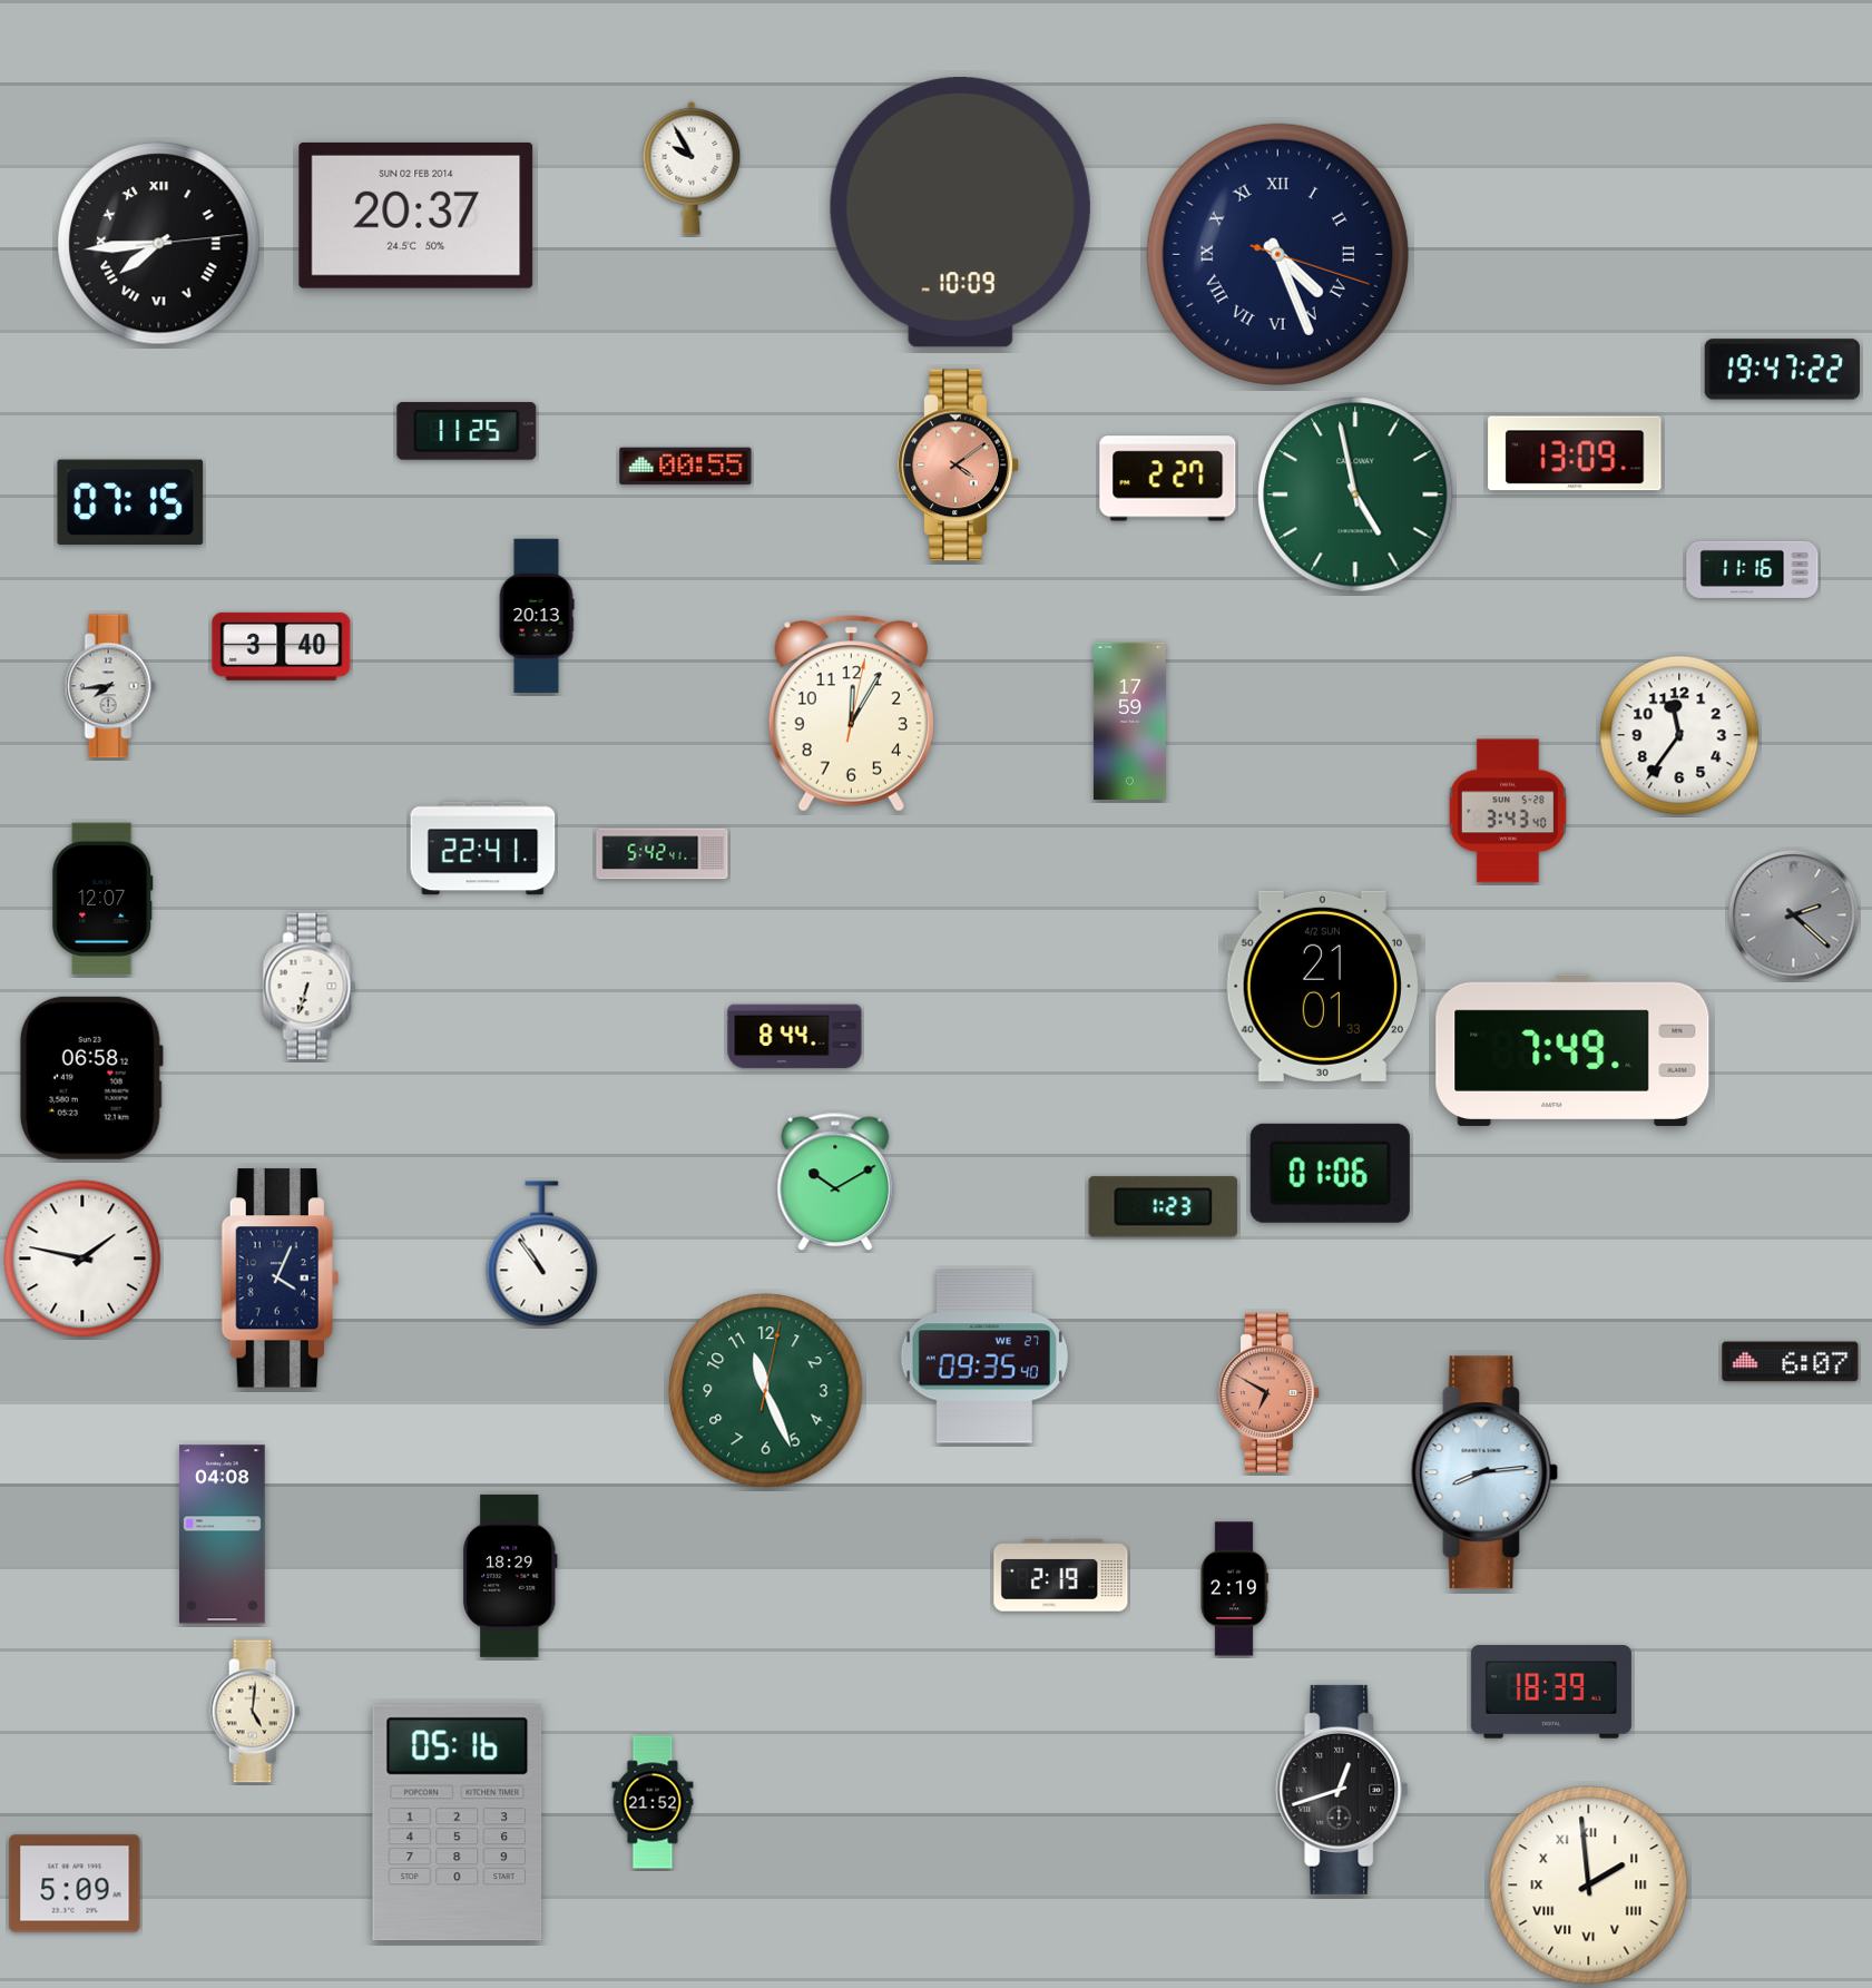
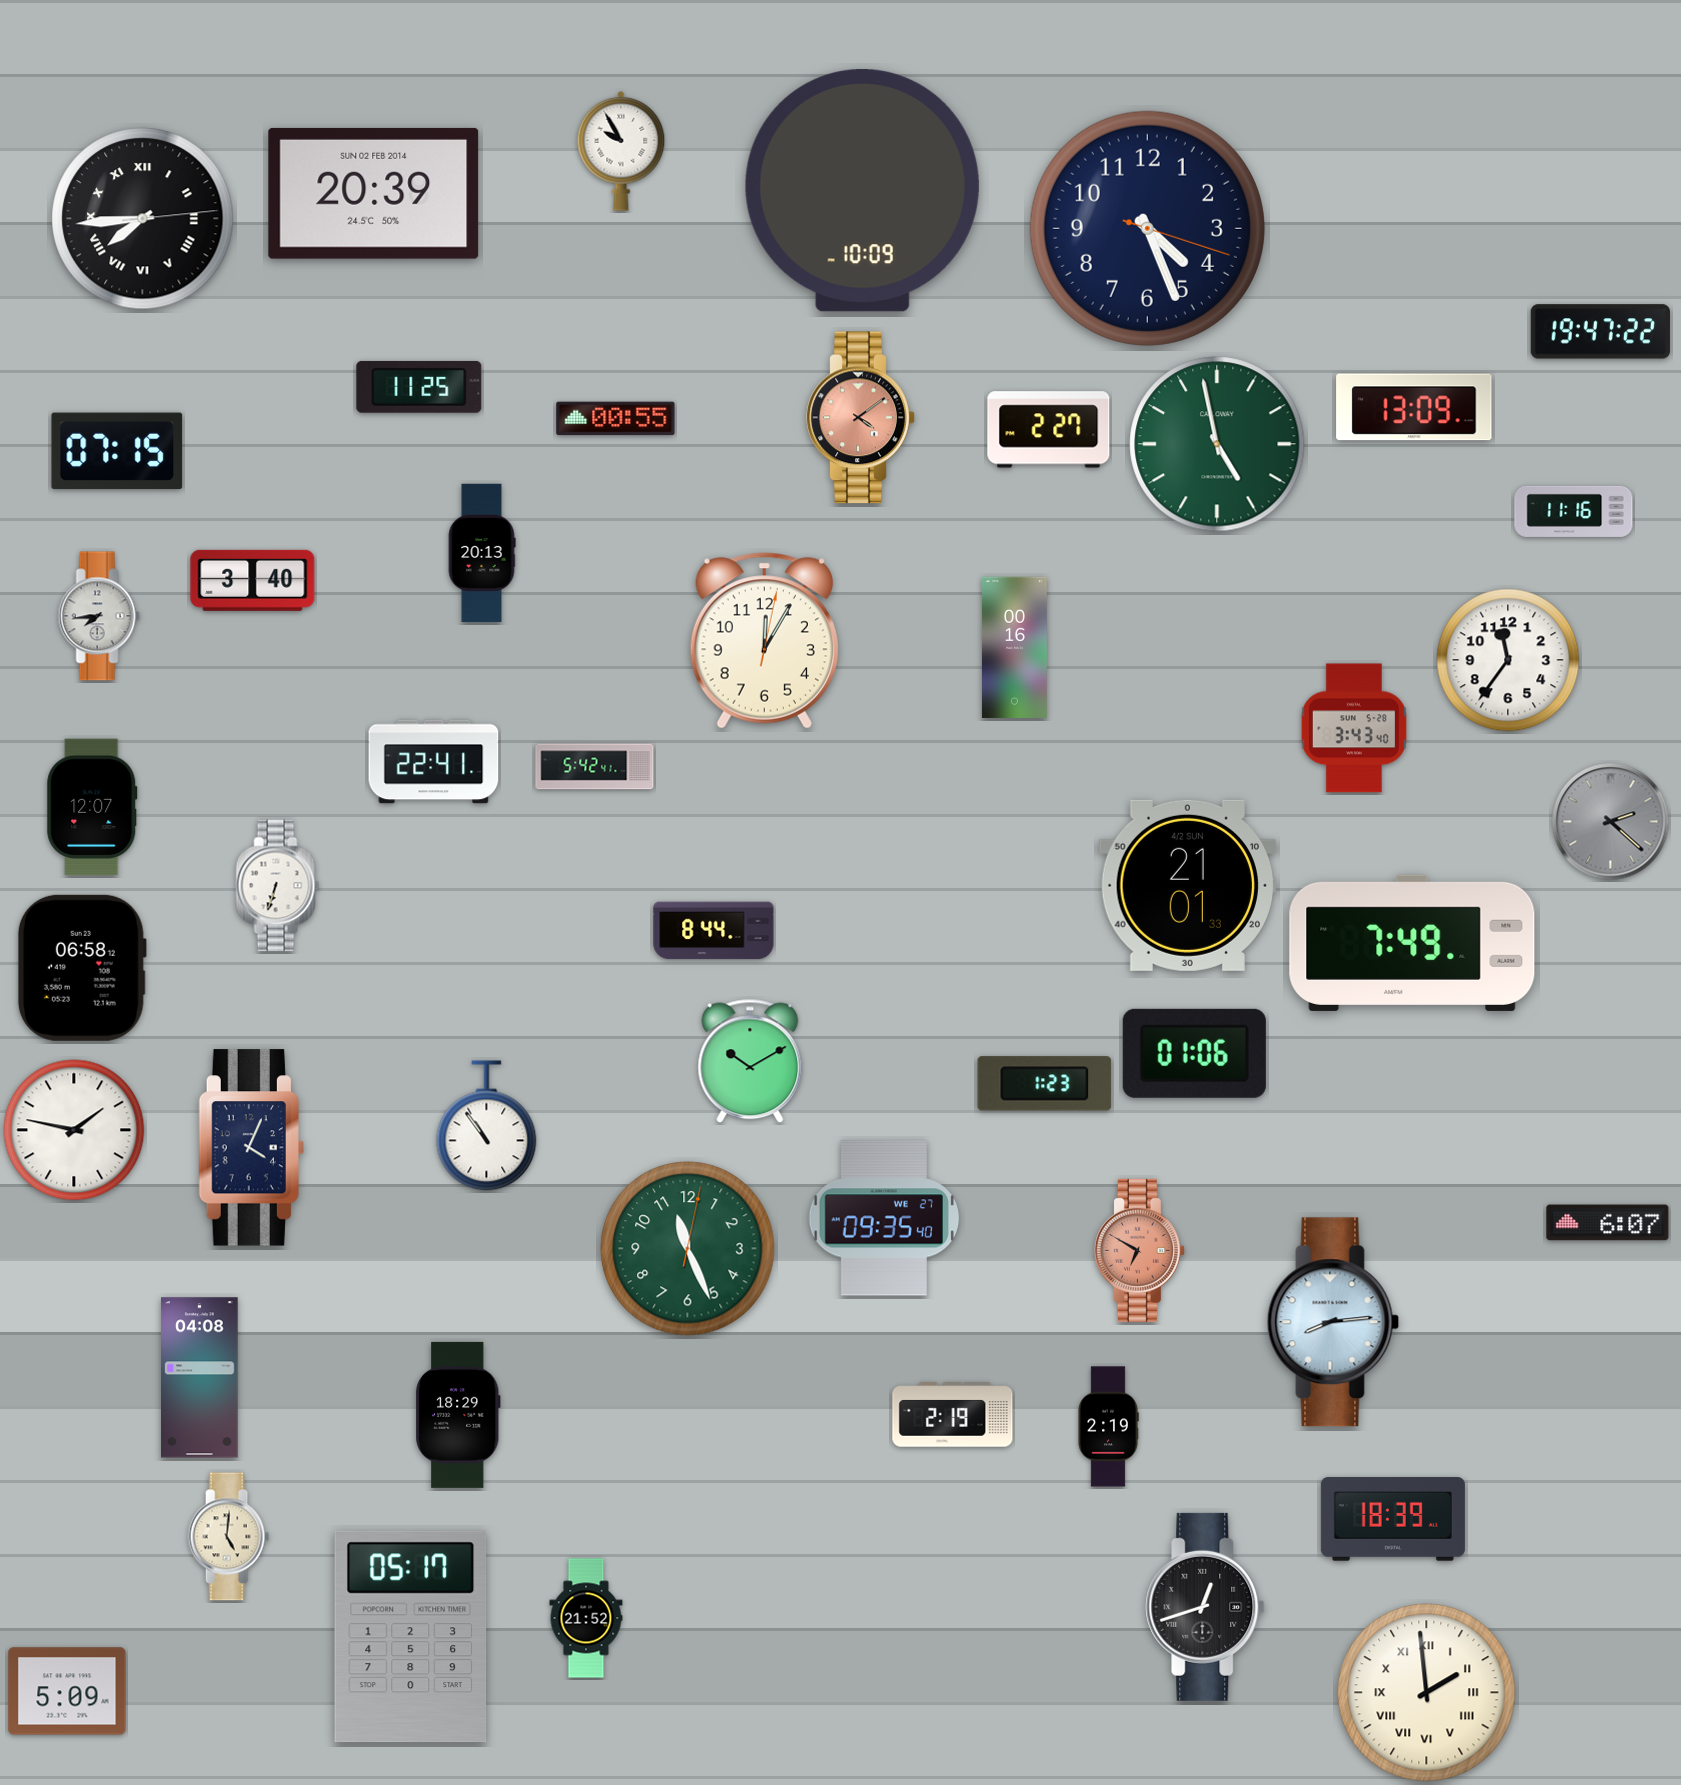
clock at (416, 215): 20:37 -> 20:39
clock at (1277, 254) numerals: Roman -> Arabic
clock at (1129, 721): 17:59 -> 00:16
clock at (458, 1823): 05:16 -> 05:17
